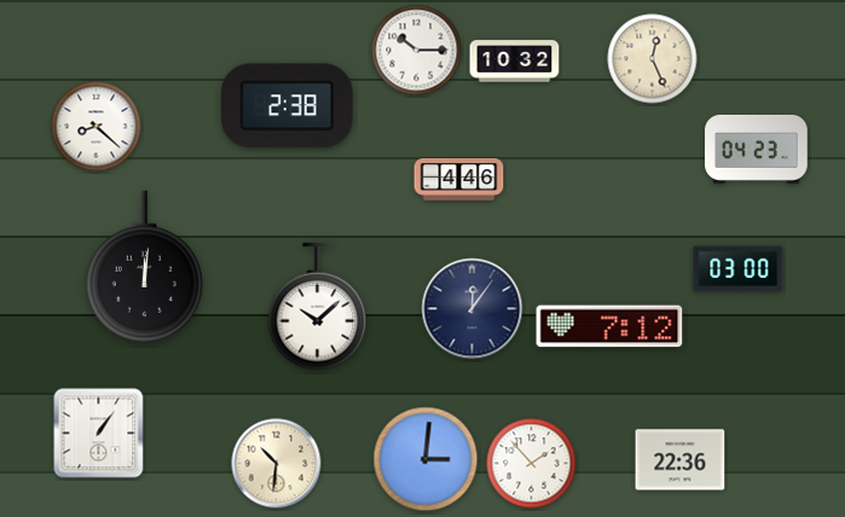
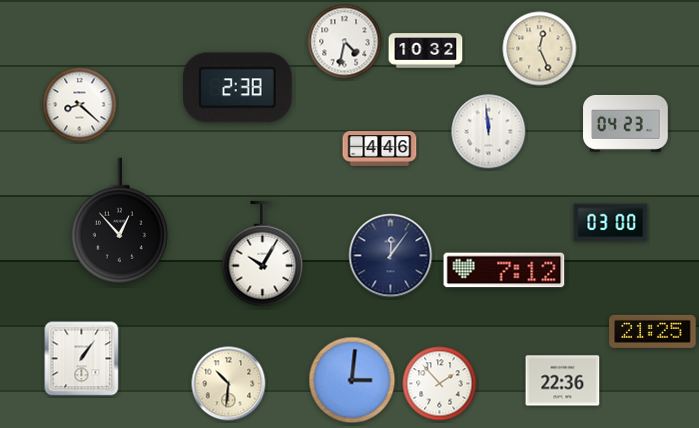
clock at (417, 51): 10:15 -> 4:32
clock at (489, 132): none -> 11:59
clock at (144, 267): 12:01 -> 12:53
clock at (318, 307): 10:08 -> 10:05
clock at (653, 331): none -> 21:25
